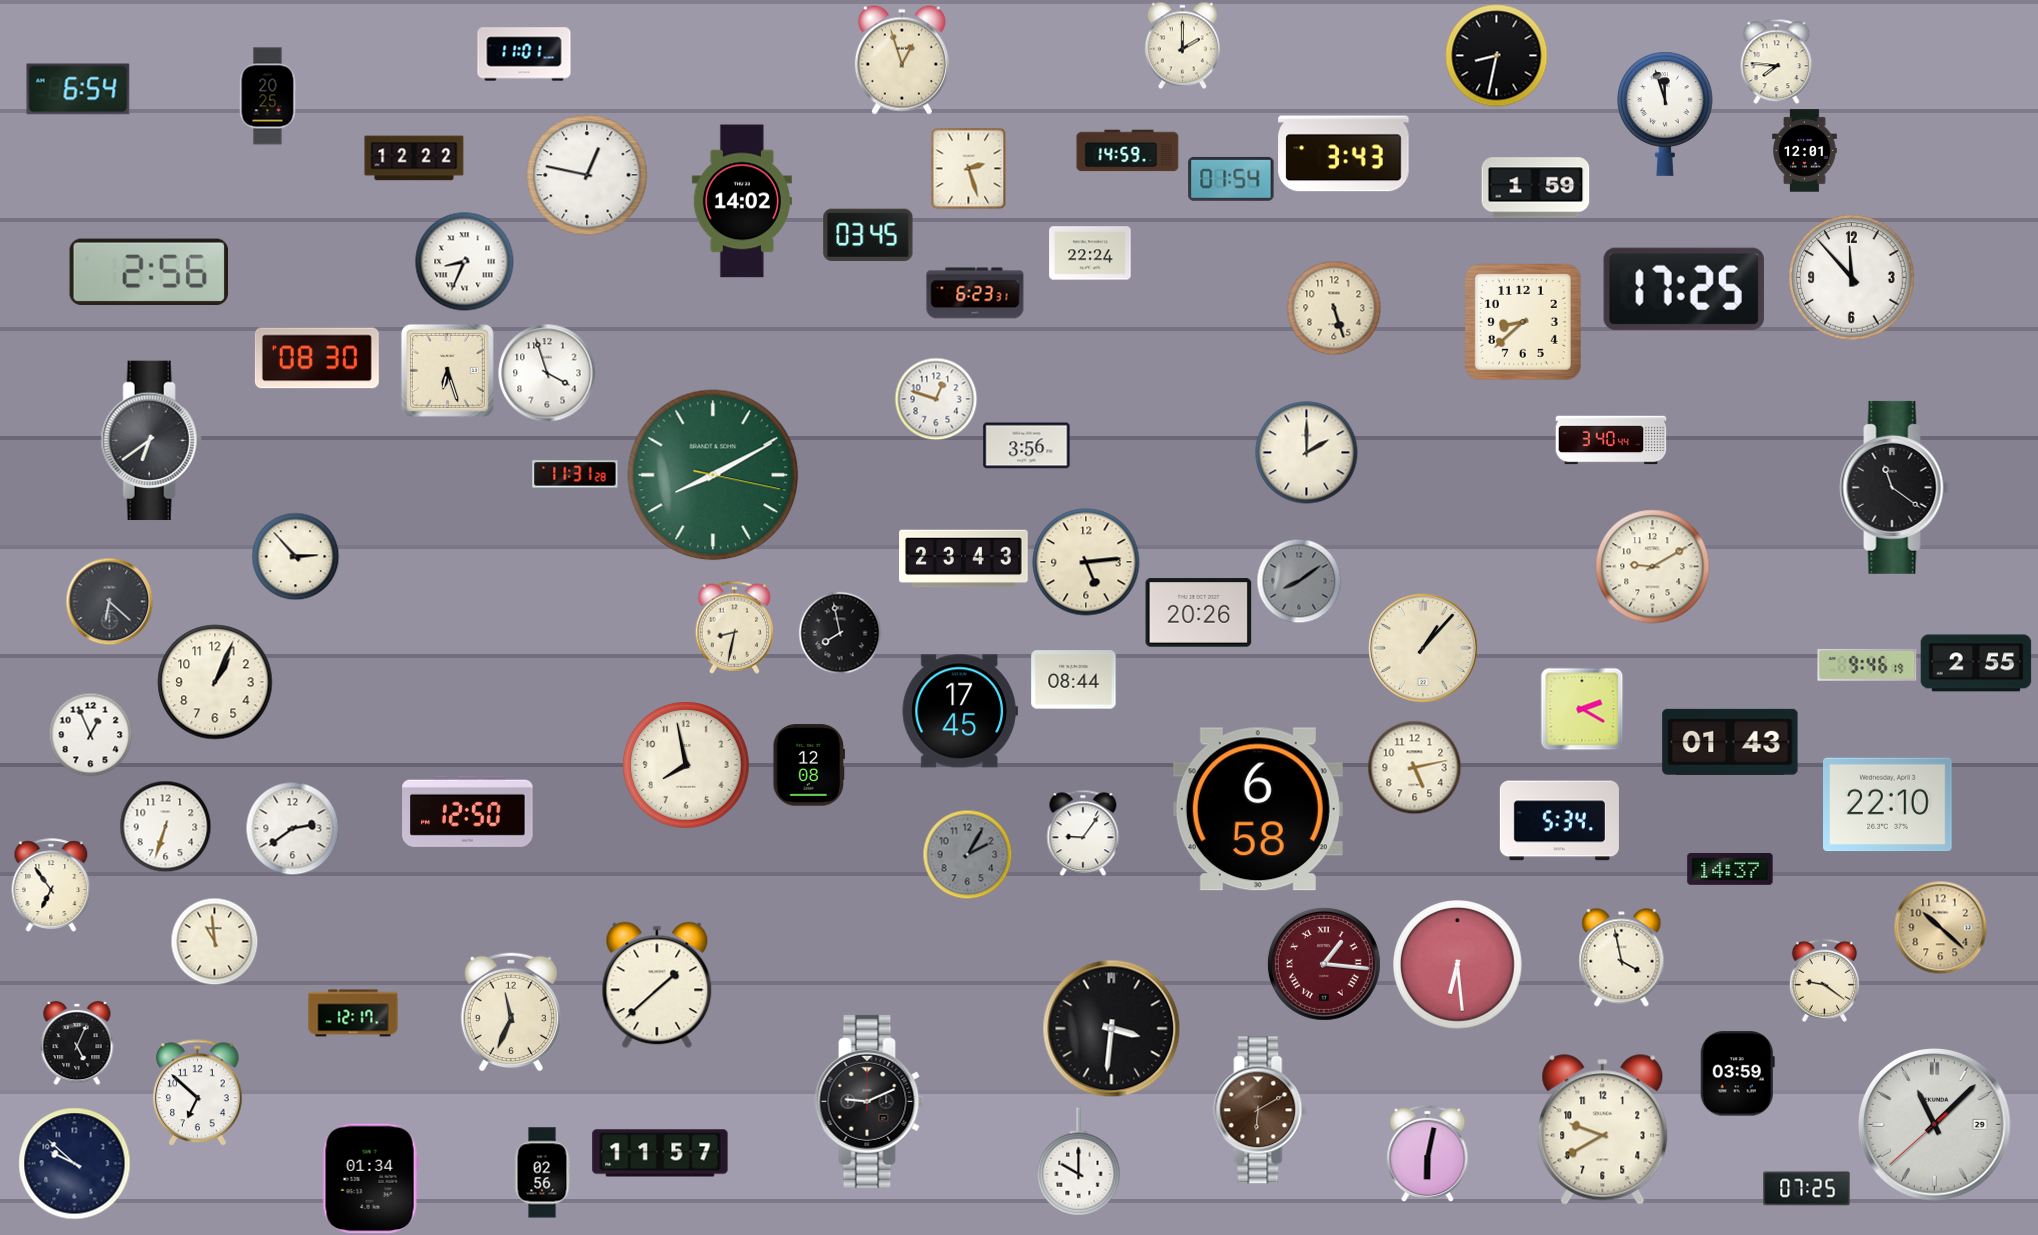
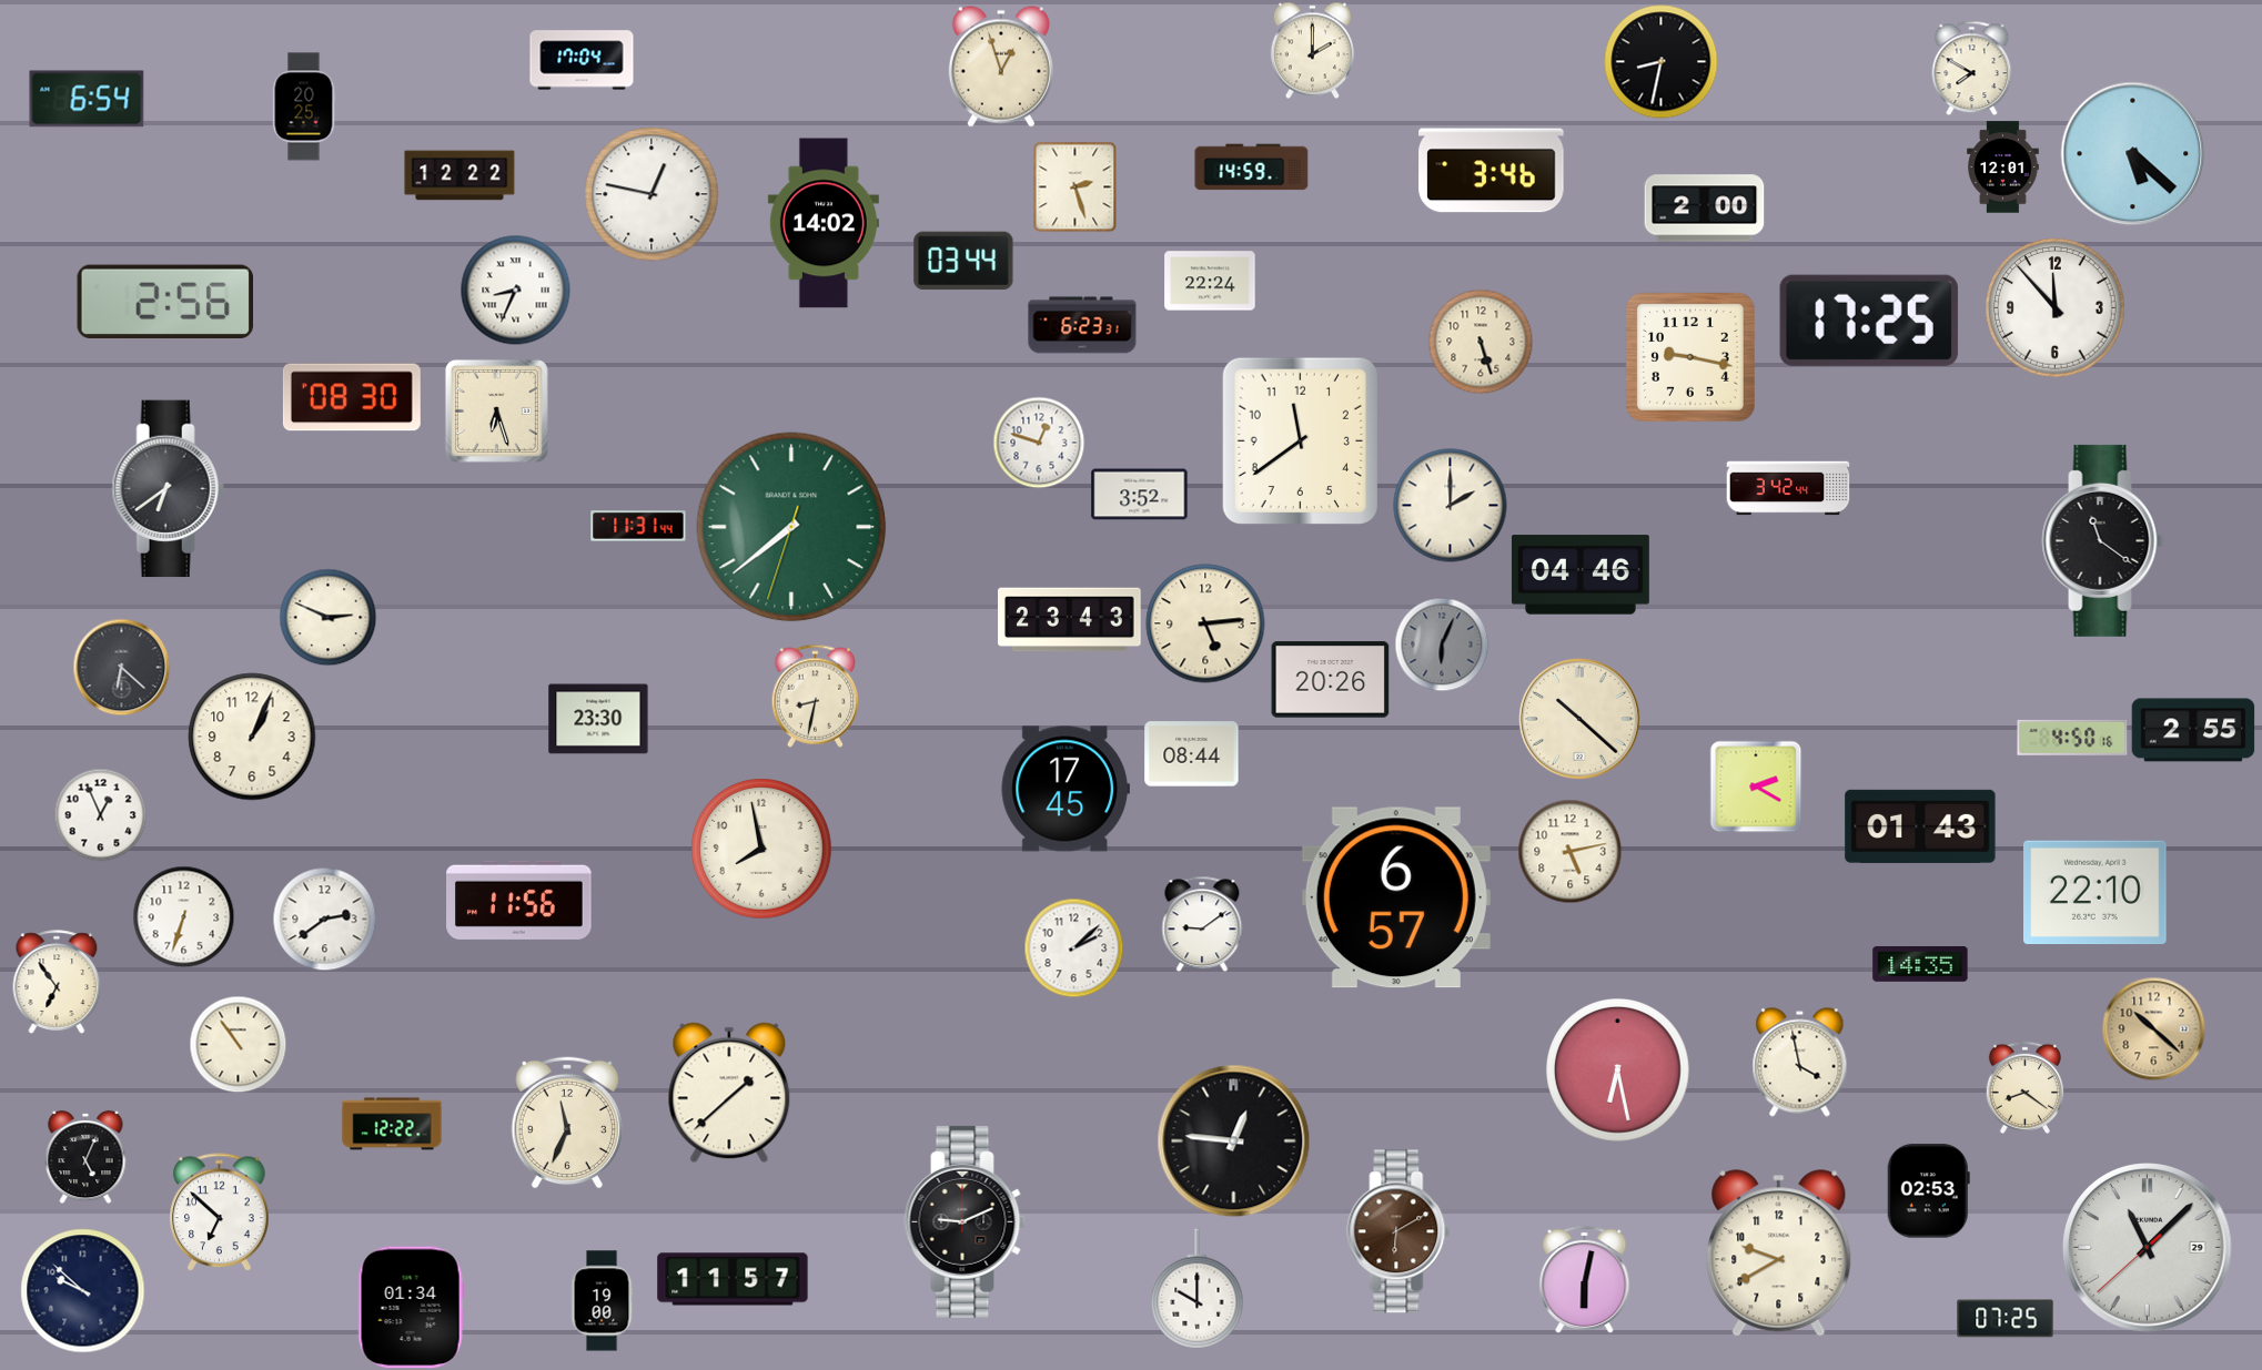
clock at (524, 54): 11:01 -> 17:04
clock at (1777, 61): 7:46 -> 7:50
clock at (268, 96) position: (268, 96) -> (304, 106)
clock at (1665, 114): 11:57 -> none
clock at (2133, 154): none -> 5:22
clock at (1344, 154): 3:43 -> 3:46
clock at (1231, 179): 01:54 -> none
clock at (1536, 188): 1:59 -> 2:00
clock at (868, 235): 03:45 -> 03:44
clock at (1523, 322): 8:38 -> 9:17
clock at (547, 373): 3:57 -> none
clock at (1300, 442): none -> 11:39
clock at (1611, 440): 3:40 -> 3:42
clock at (1027, 446): 3:56 -> 3:52
clock at (1307, 453) position: (1307, 453) -> (1451, 506)
clock at (575, 474): 11:31:28 -> 11:31:44
clock at (713, 475): 8:10 -> 7:38
clock at (1581, 575): none -> 04:46
clock at (295, 556): 2:53 -> 2:49
clock at (1653, 567): 9:10 -> none
clock at (1299, 581): 8:09 -> 6:04
clock at (840, 633): 7:58 -> none
clock at (598, 719): none -> 23:30
clock at (1423, 648): 1:07 -> 10:22
clock at (1976, 663) position: (1976, 663) -> (2193, 730)
clock at (1867, 665): 9:46 -> 4:50
clock at (215, 682) position: (215, 682) -> (252, 737)
clock at (1730, 742) position: (1730, 742) -> (1920, 826)
clock at (809, 765): 12:08 -> none
clock at (1258, 809): 6:58 -> 6:57
clock at (468, 811): 12:50 -> 11:56
clock at (1559, 821): 5:34 -> none
clock at (1083, 833): 9:06 -> 9:09
clock at (967, 854): 2:05 -> 2:08
clock at (967, 854) dial: grey -> white
clock at (1730, 870): 14:37 -> 14:35
clock at (214, 941): 10:59 -> 10:54
clock at (1324, 964): 1:16 -> none
clock at (1458, 965): 6:29 -> 6:28
clock at (1824, 980): 9:21 -> 8:21
clock at (353, 1013): 12:17 -> 12:22
clock at (1112, 1029): 3:31 -> 12:46
clock at (1737, 1074): 03:59 -> 02:53
clock at (542, 1173): 02:56 -> 19:00
